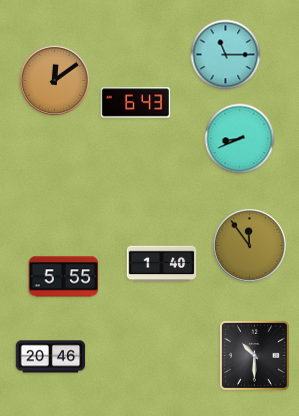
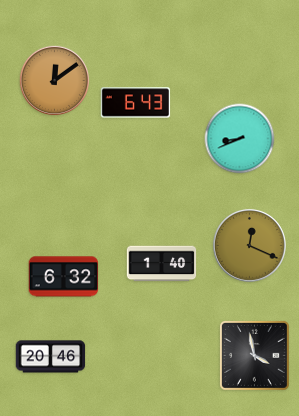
clock at (226, 55): 11:15 -> none
clock at (249, 245): 11:54 -> 12:19
clock at (64, 277): 5:55 -> 6:32
clock at (254, 355): 10:30 -> 3:58
